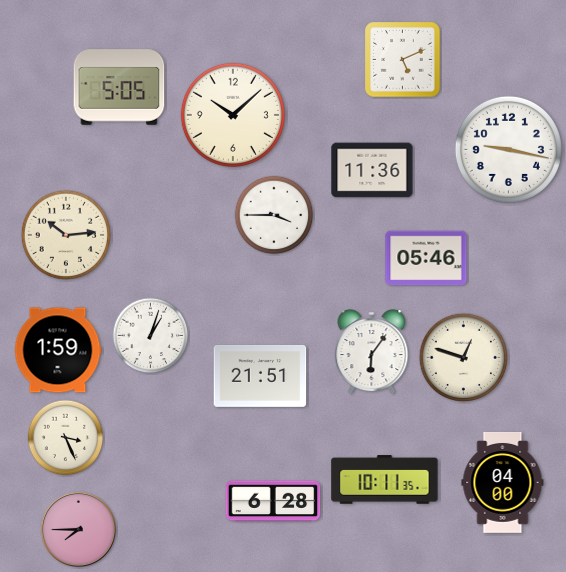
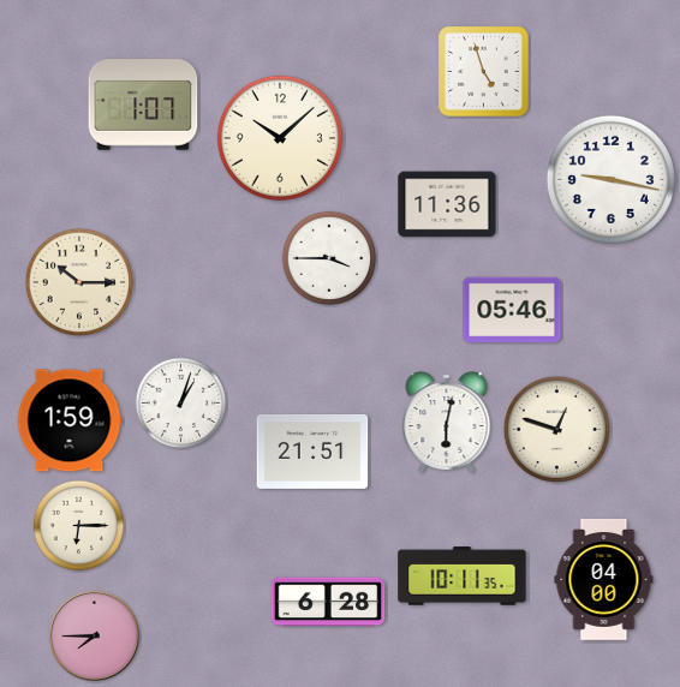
clock at (403, 60): 5:11 -> 4:57
clock at (119, 87): 5:05 -> 1:07
clock at (66, 235): 10:14 -> 10:15
clock at (372, 352): 6:06 -> 6:02
clock at (66, 438): 3:26 -> 6:15
